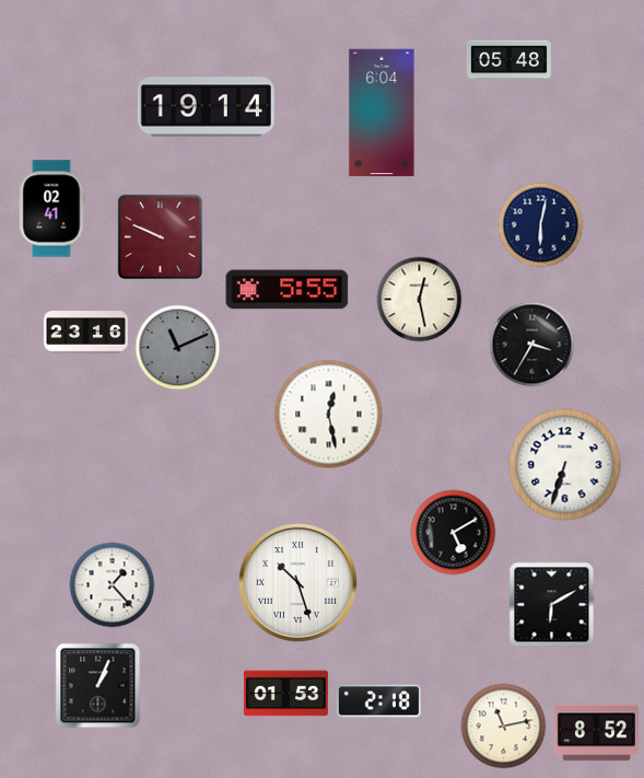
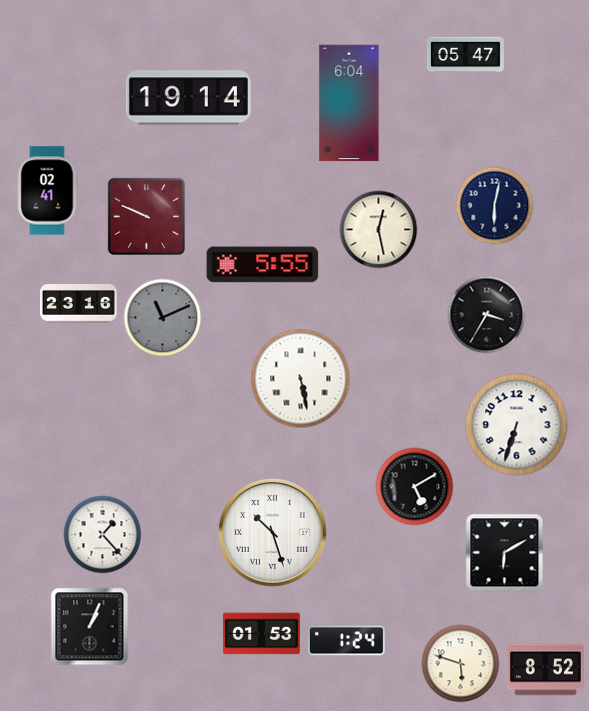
clock at (508, 60): 05:48 -> 05:47
clock at (419, 299) position: (419, 299) -> (378, 229)
clock at (329, 415): 12:28 -> 5:28
clock at (378, 701): 2:18 -> 1:24
clock at (503, 725): 11:13 -> 5:48
